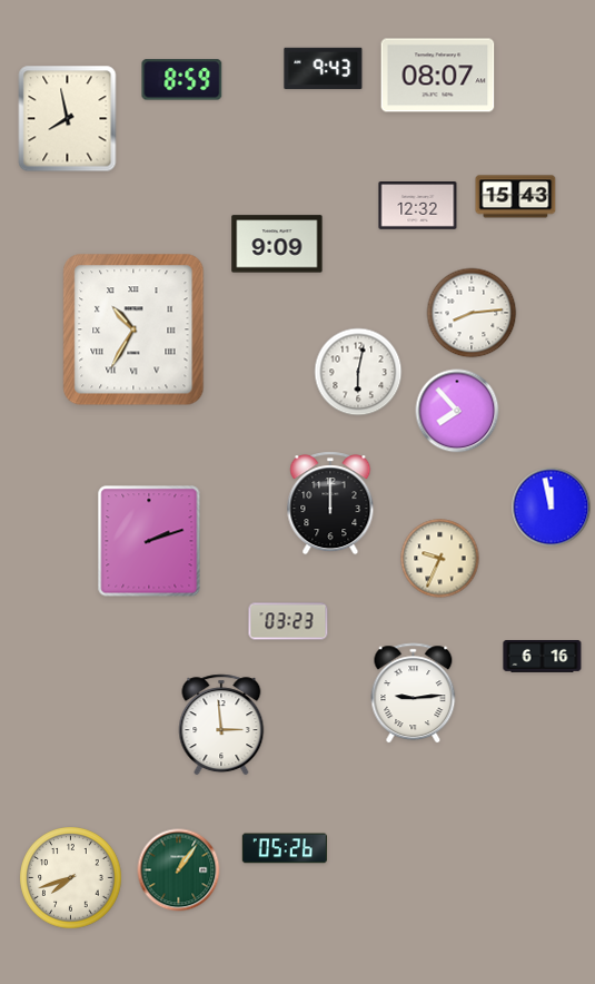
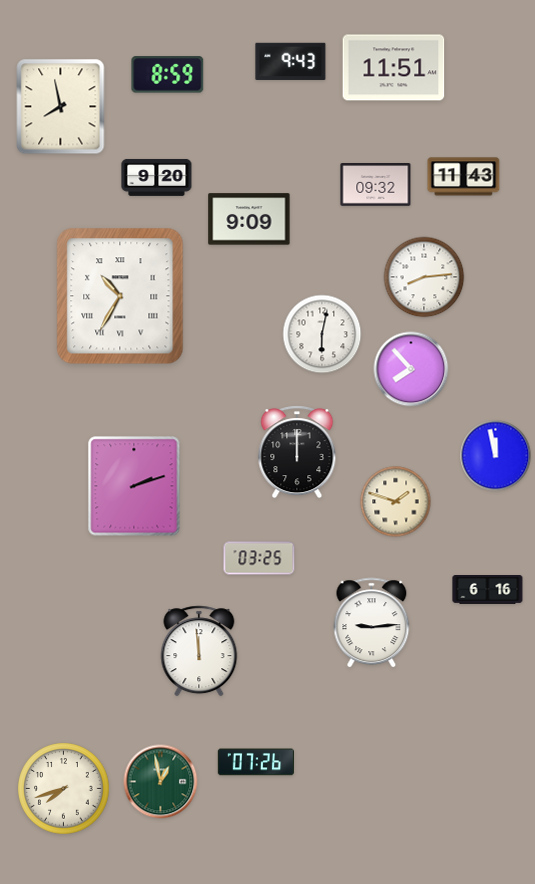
clock at (438, 76): 08:07 -> 11:51
clock at (182, 80) position: (182, 80) -> (168, 75)
clock at (157, 177): none -> 9:20
clock at (516, 197): 15:43 -> 11:43
clock at (418, 206): 12:32 -> 09:32
clock at (472, 313) position: (472, 313) -> (424, 277)
clock at (440, 559): 9:34 -> 1:48
clock at (288, 621): 03:23 -> 03:25
clock at (221, 725): 2:59 -> 11:59
clock at (285, 848): 05:26 -> 07:26
clock at (179, 870): 1:06 -> 12:58
